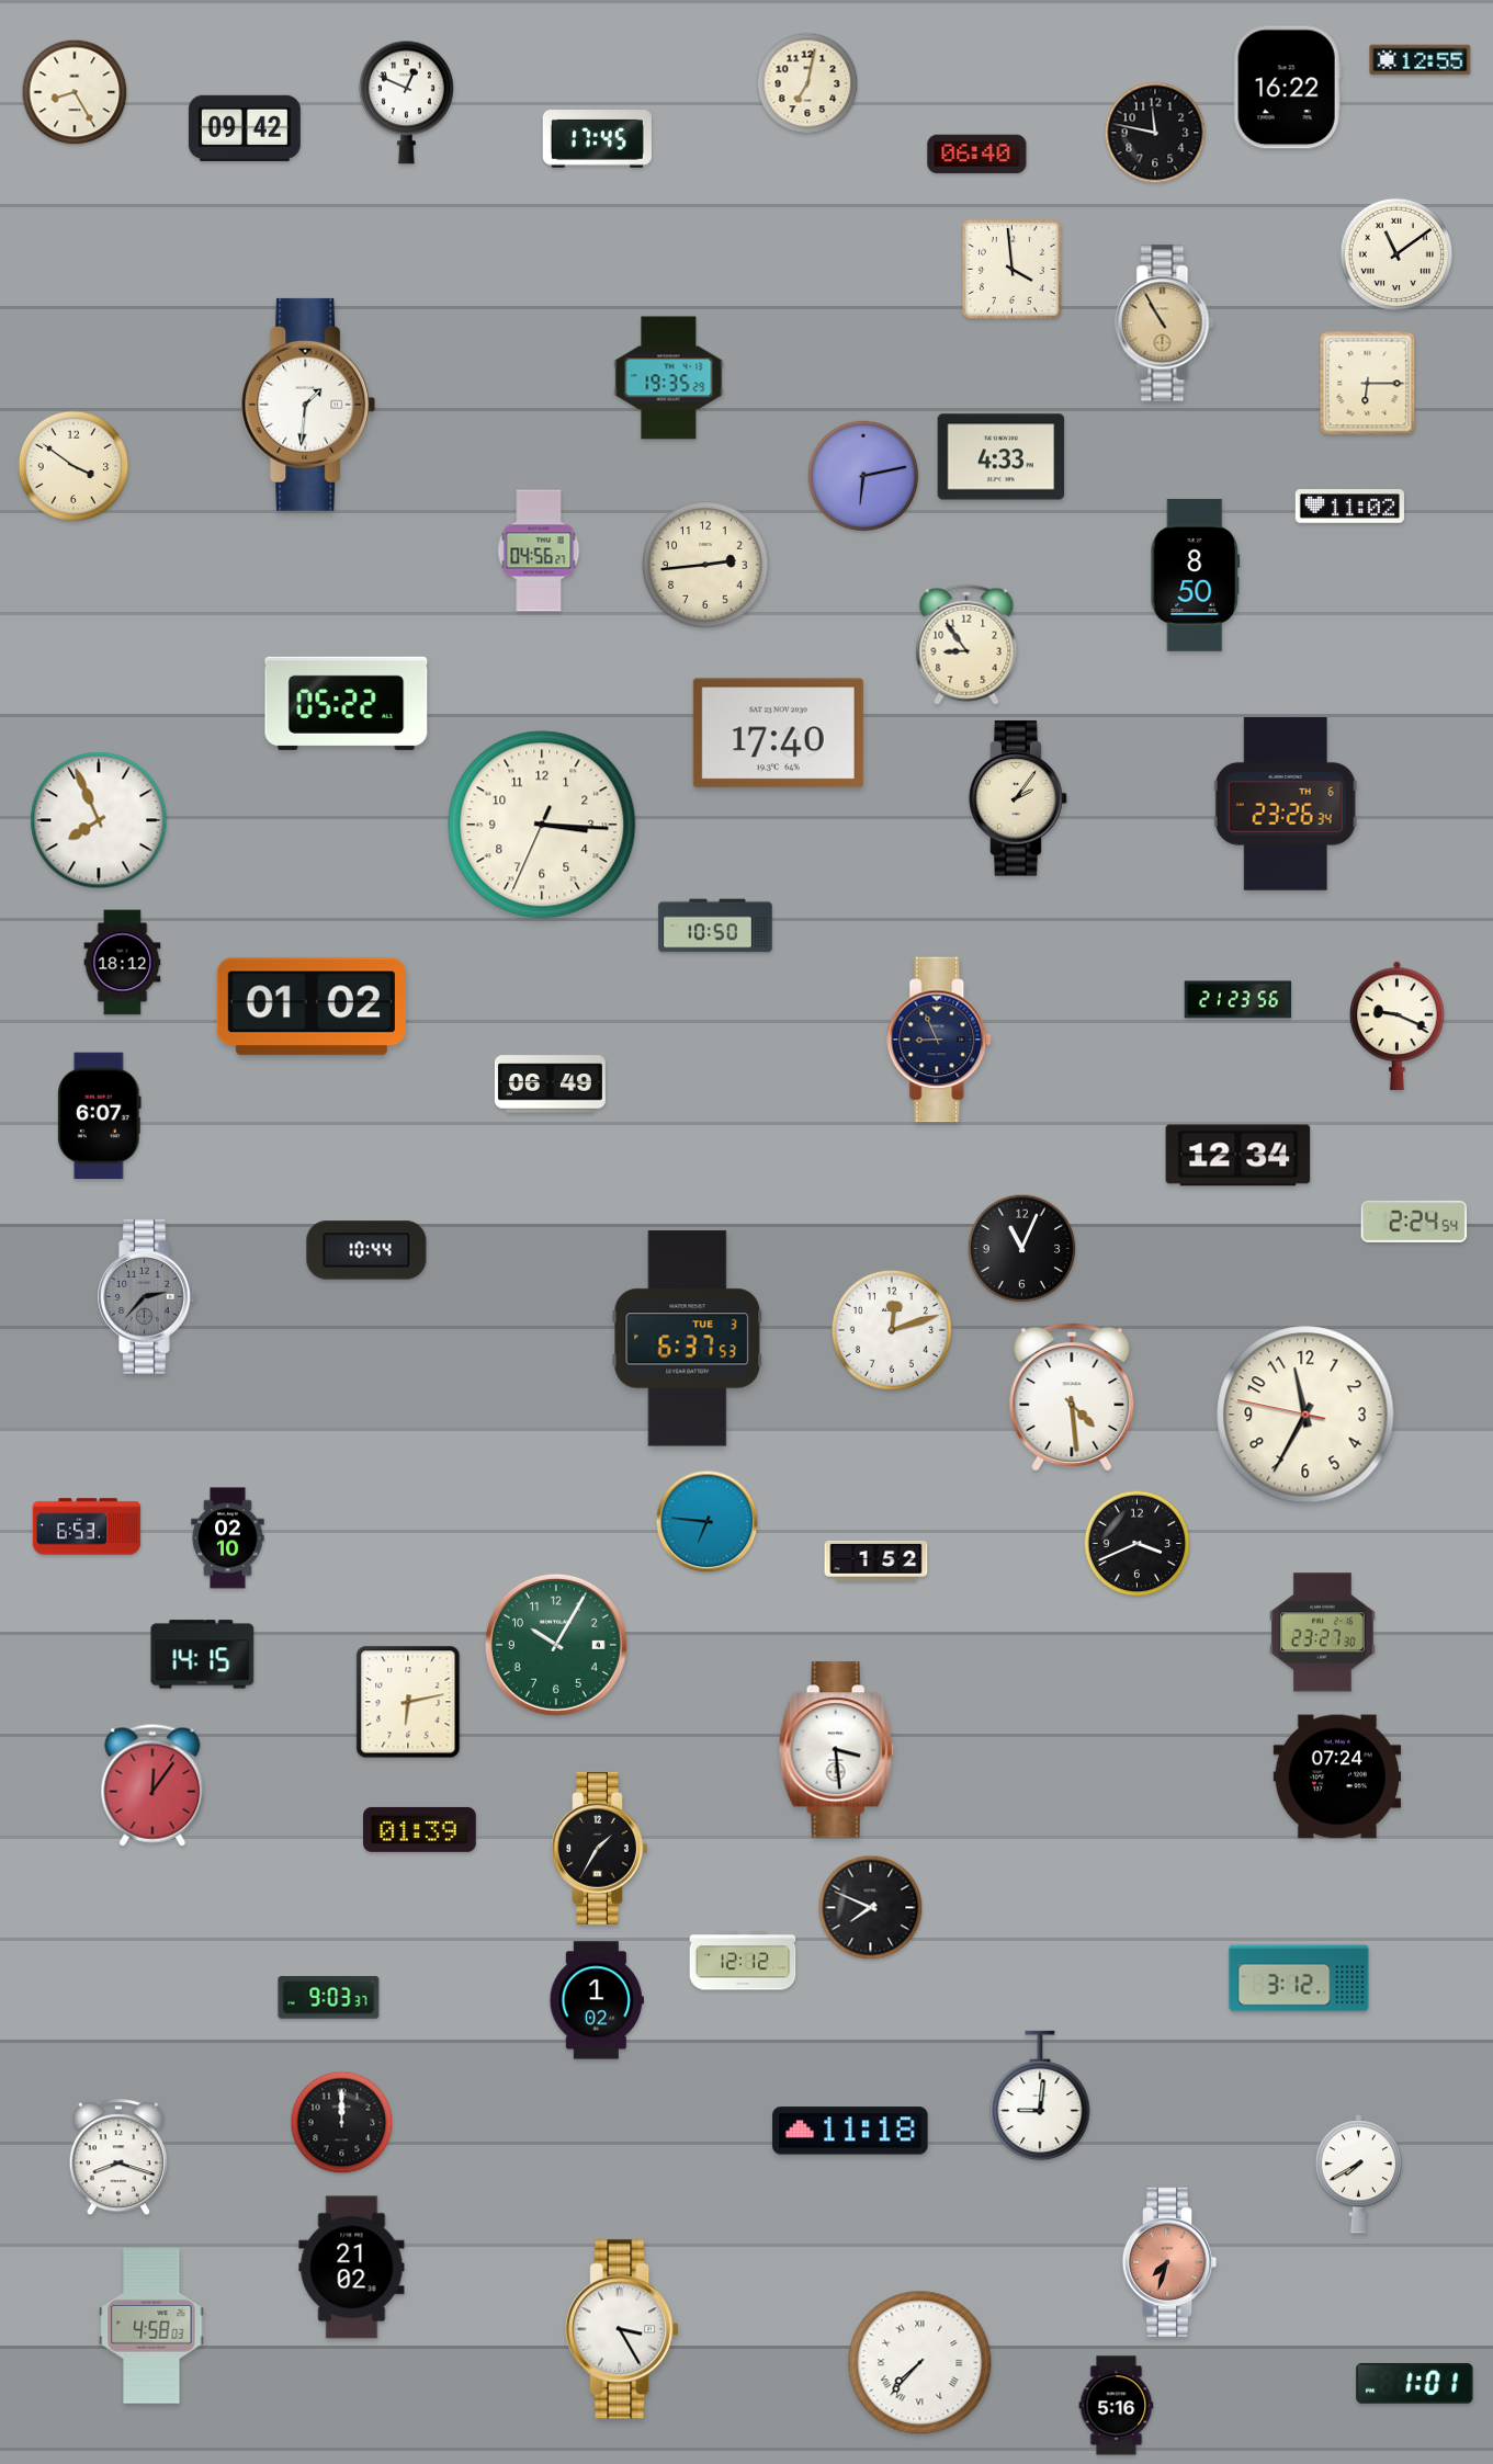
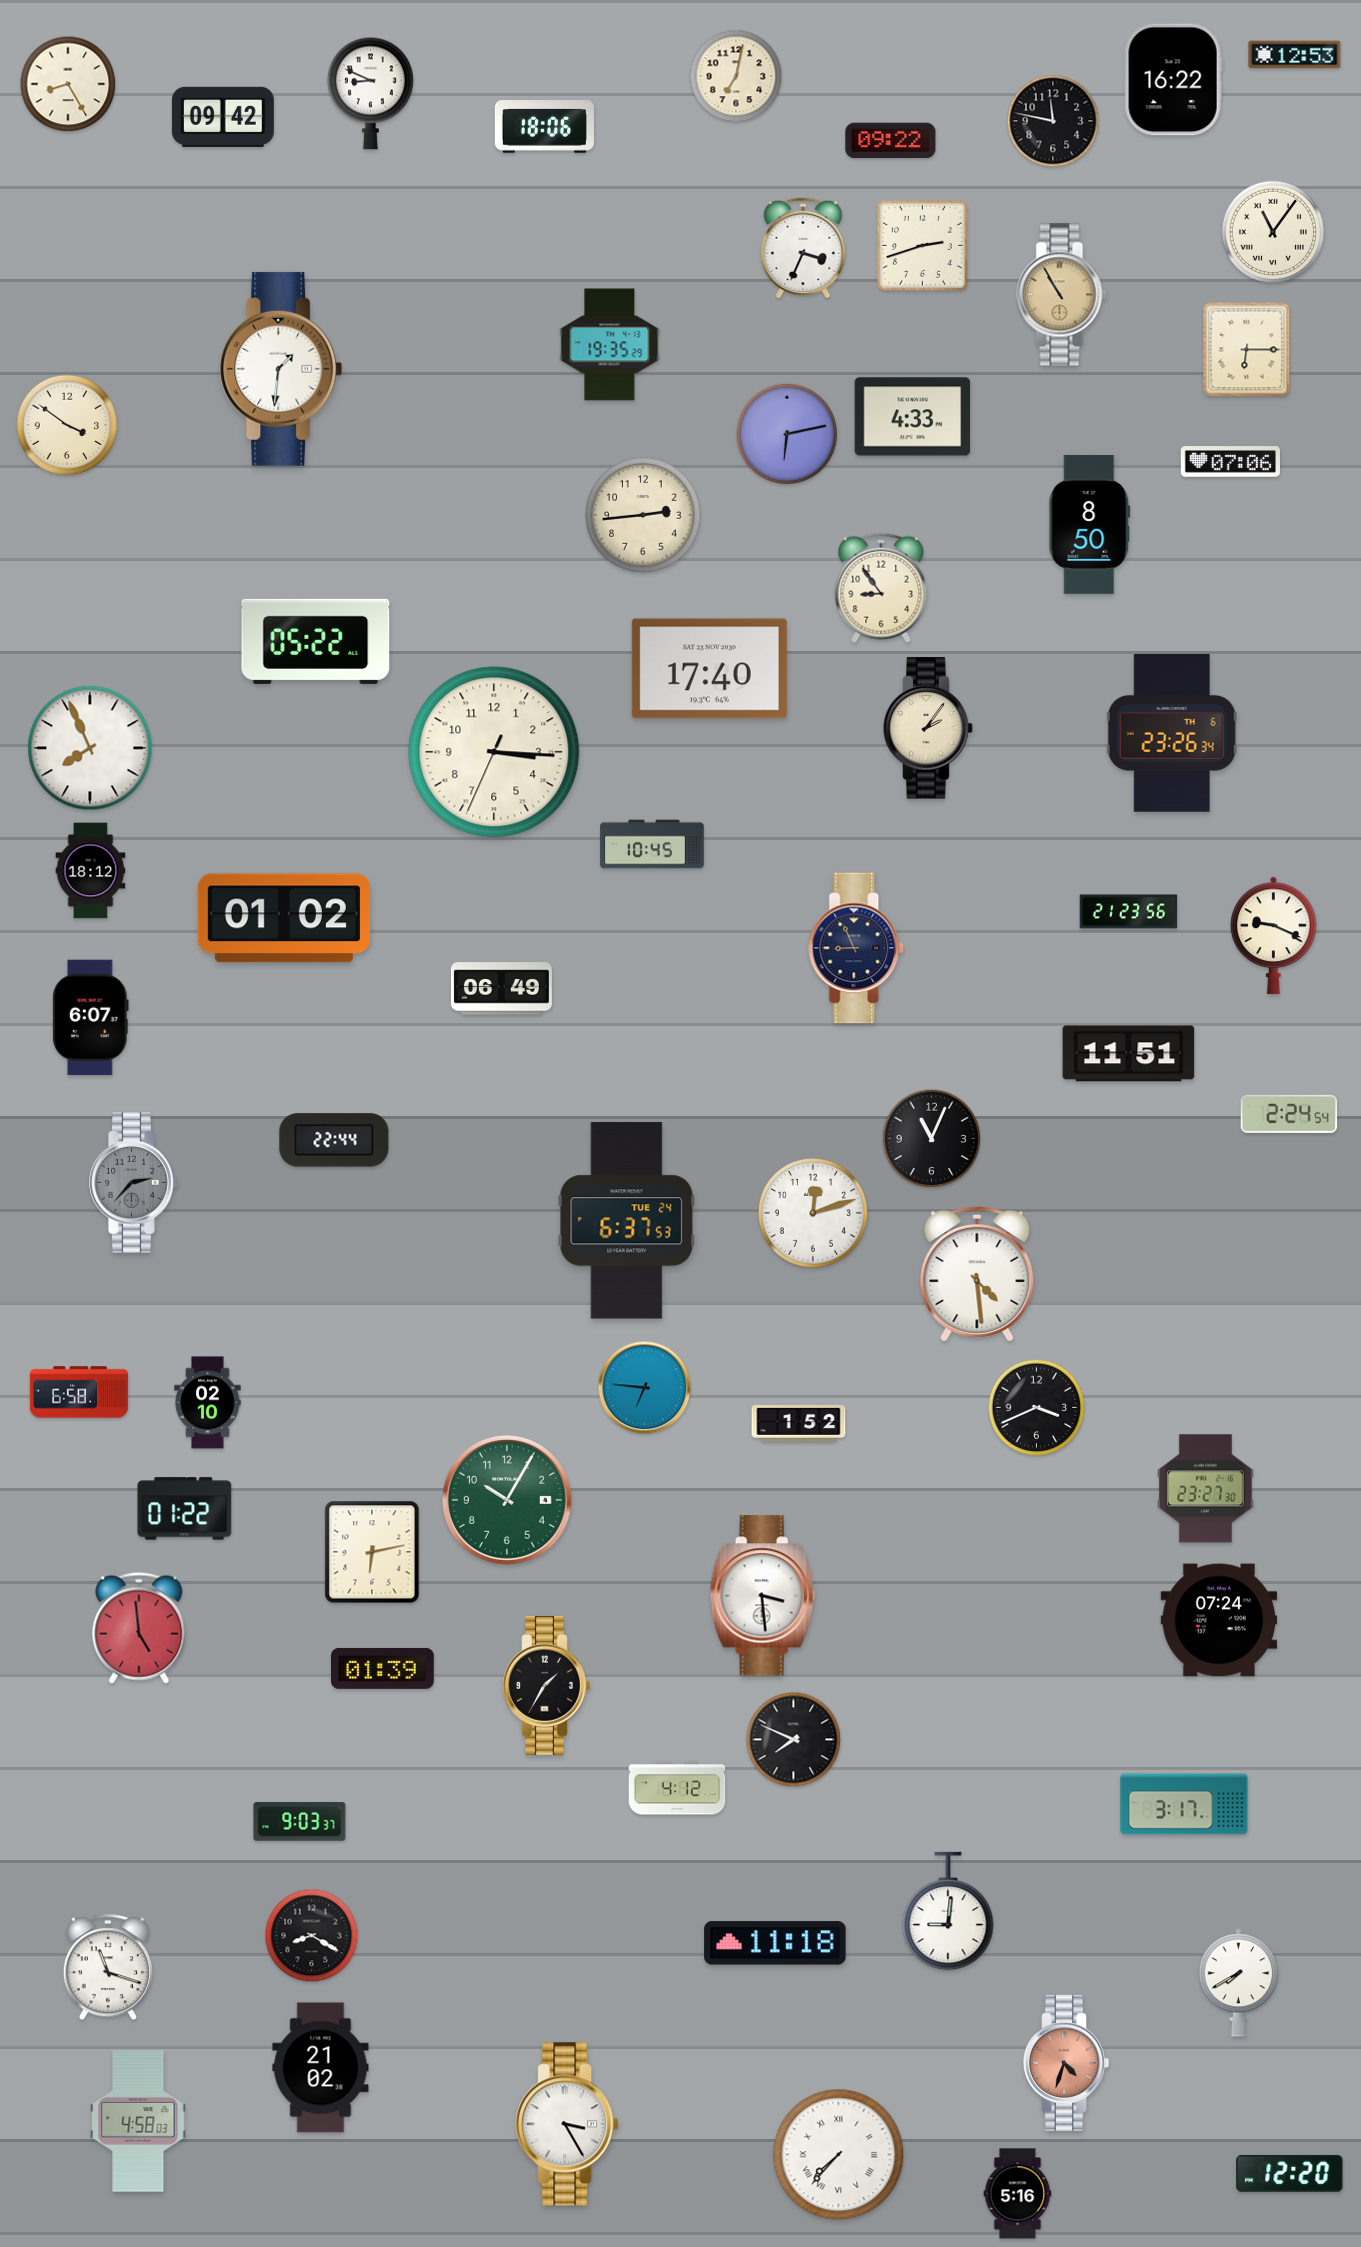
clock at (1421, 60): 12:55 -> 12:53
clock at (407, 102): 12:49 -> 8:49
clock at (597, 139): 17:45 -> 18:06
clock at (977, 155): 06:40 -> 09:22
clock at (1396, 254): 11:09 -> 11:06
clock at (1011, 269): 3:59 -> 2:42
clock at (803, 248): none -> 3:34
clock at (1349, 507): 11:02 -> 07:06
clock at (539, 550): 04:56 -> none
clock at (715, 926): 10:50 -> 10:45
clock at (123, 963) position: (123, 963) -> (91, 871)
clock at (1238, 1156): 12:34 -> 11:51
clock at (366, 1250): 10:44 -> 22:44
clock at (688, 1339) date: TUE 3 -> TUE 24
clock at (1305, 1415): 11:34 -> none
clock at (87, 1526): 6:53 -> 6:58
clock at (203, 1655): 14:15 -> 01:22
clock at (152, 1785): 12:06 -> 4:59
clock at (743, 1961): 12:12 -> 4:12
clock at (1299, 1978): 3:12 -> 3:17
clock at (597, 2000): 1:02 -> none
clock at (342, 2123): 12:00 -> 8:20
clock at (118, 2158): 8:18 -> 11:18
clock at (1169, 2262): 7:33 -> 4:33
clock at (1415, 2383): 1:01 -> 12:20
